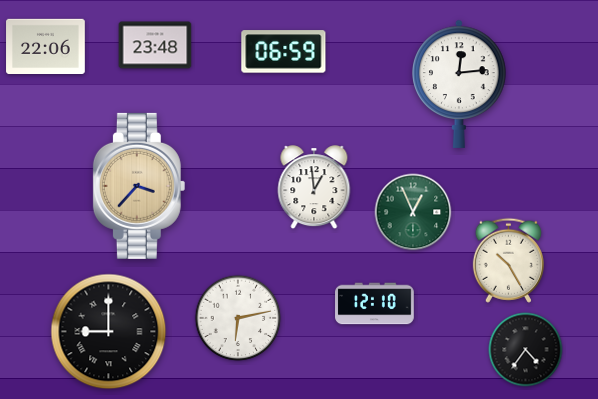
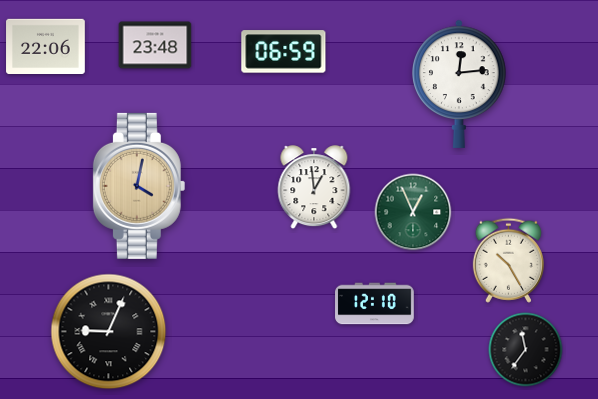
clock at (139, 186): 3:37 -> 4:02
clock at (238, 318): 6:13 -> none
clock at (109, 332): 9:00 -> 9:04
clock at (526, 350): 4:36 -> 11:36
